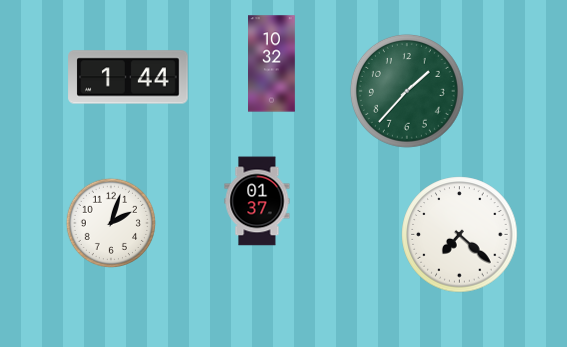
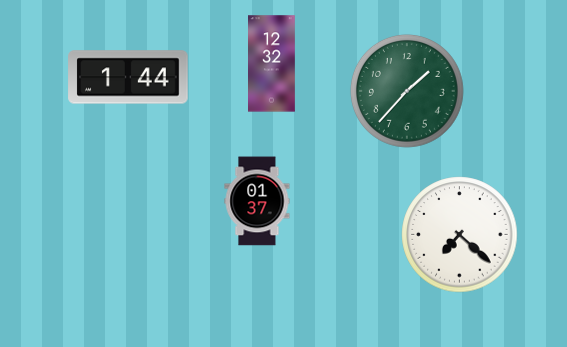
clock at (272, 64): 10:32 -> 12:32
clock at (110, 222): 2:03 -> none
